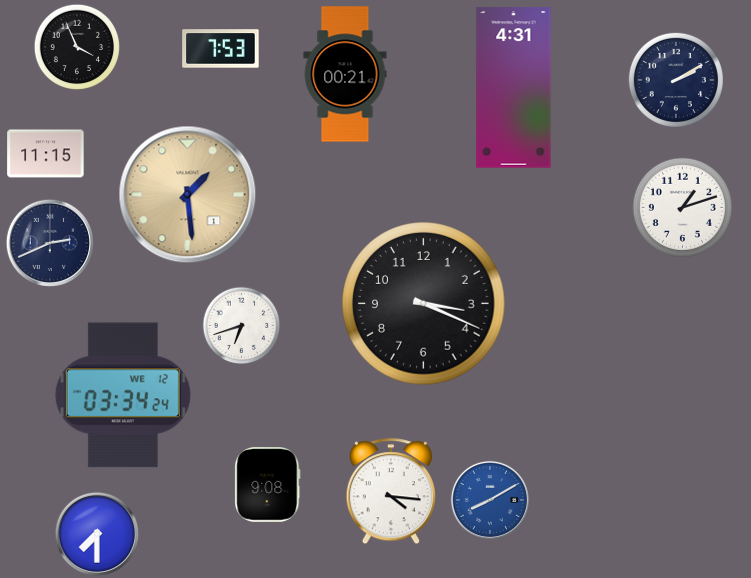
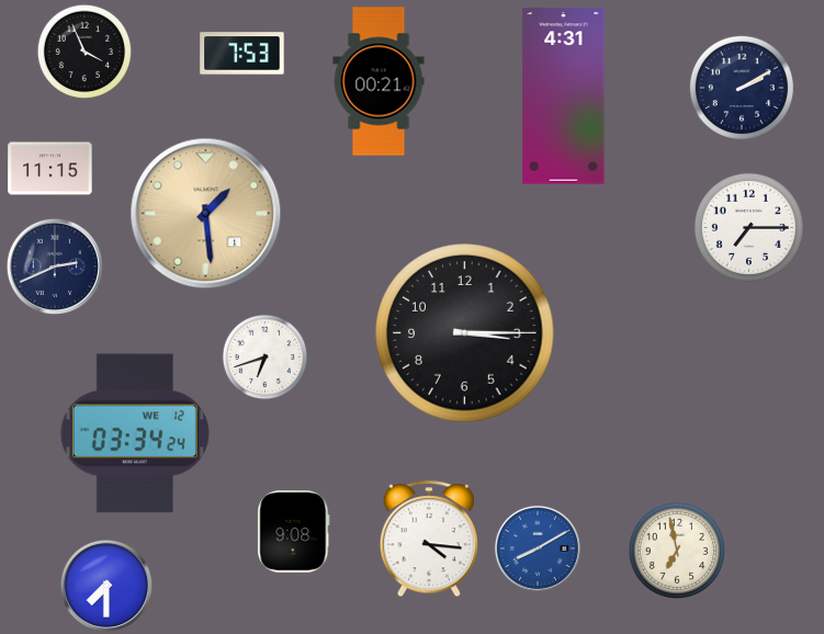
clock at (682, 207): 1:12 -> 7:15
clock at (424, 304): 3:19 -> 3:15
clock at (676, 550): none -> 6:58
